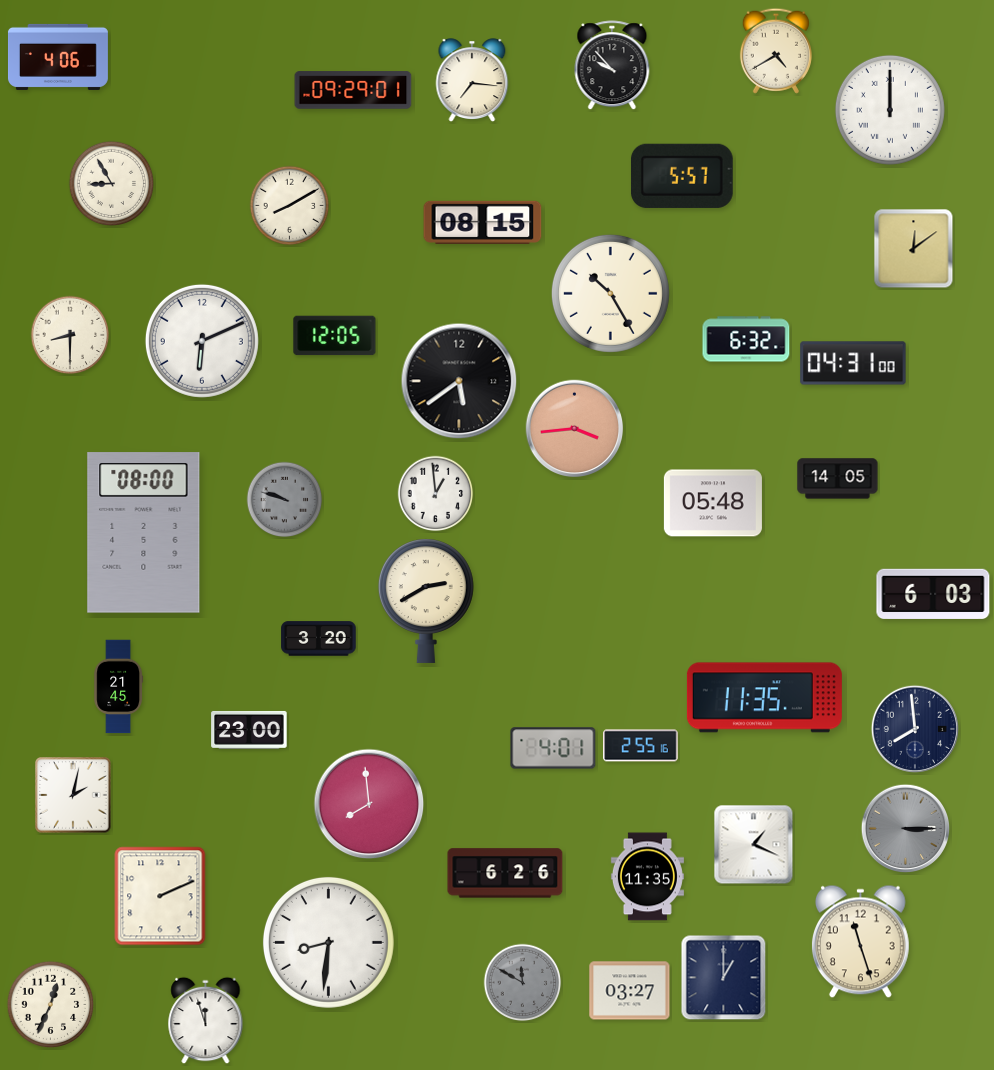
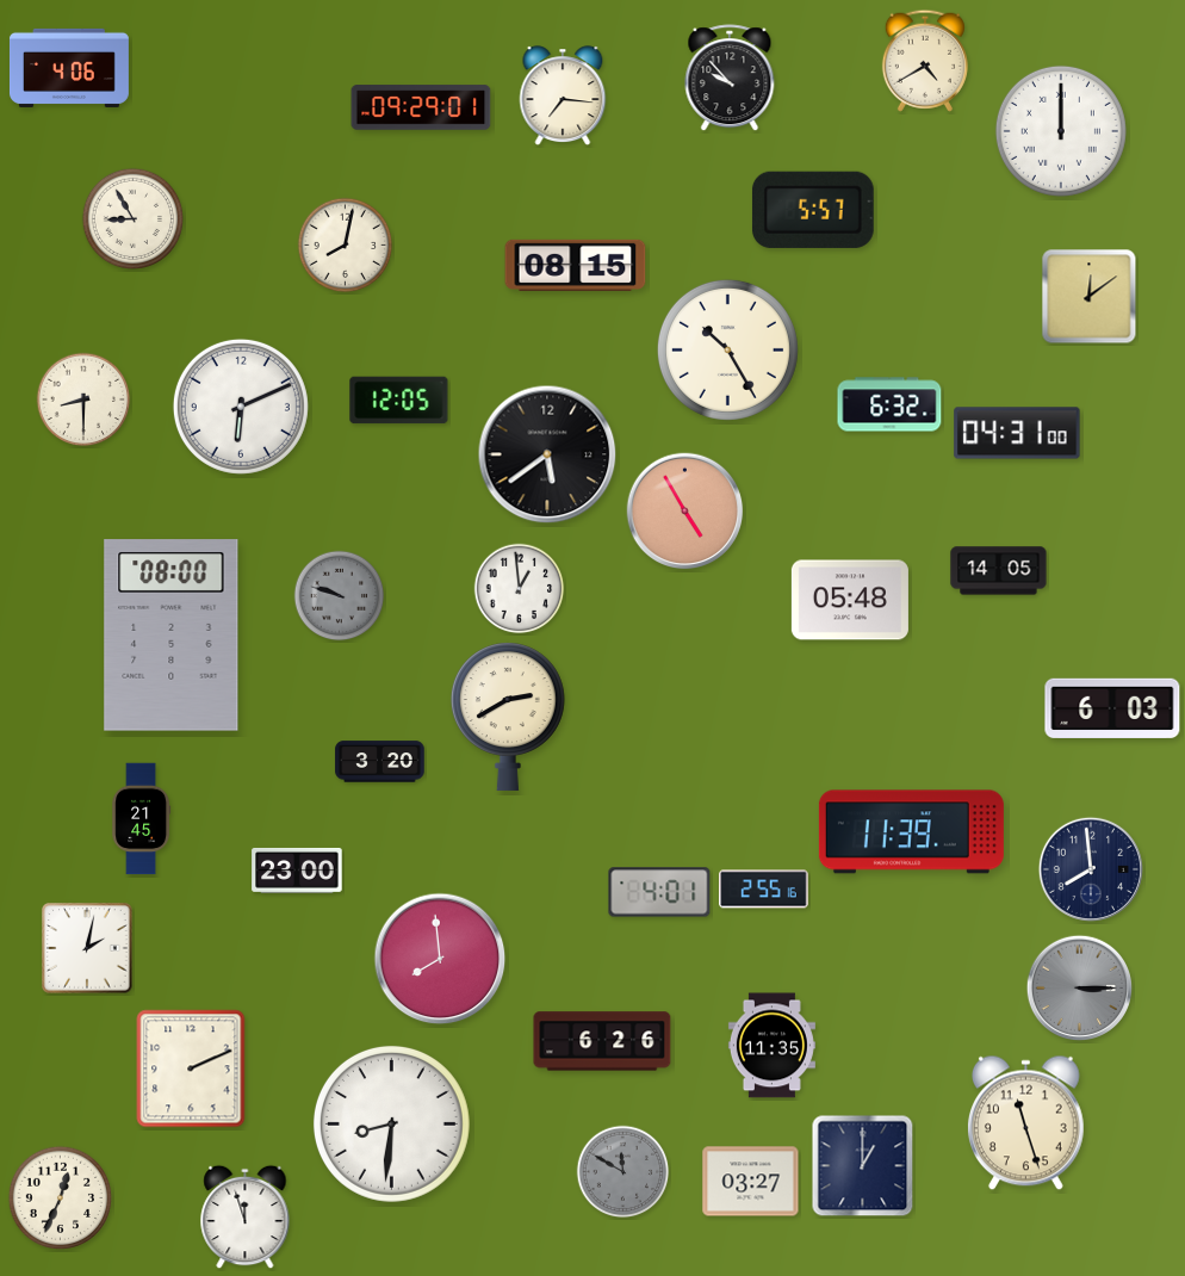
clock at (290, 206): 8:10 -> 8:02
clock at (575, 429): 3:44 -> 4:55
clock at (764, 698): 11:35 -> 11:39
clock at (754, 845): 1:19 -> none
